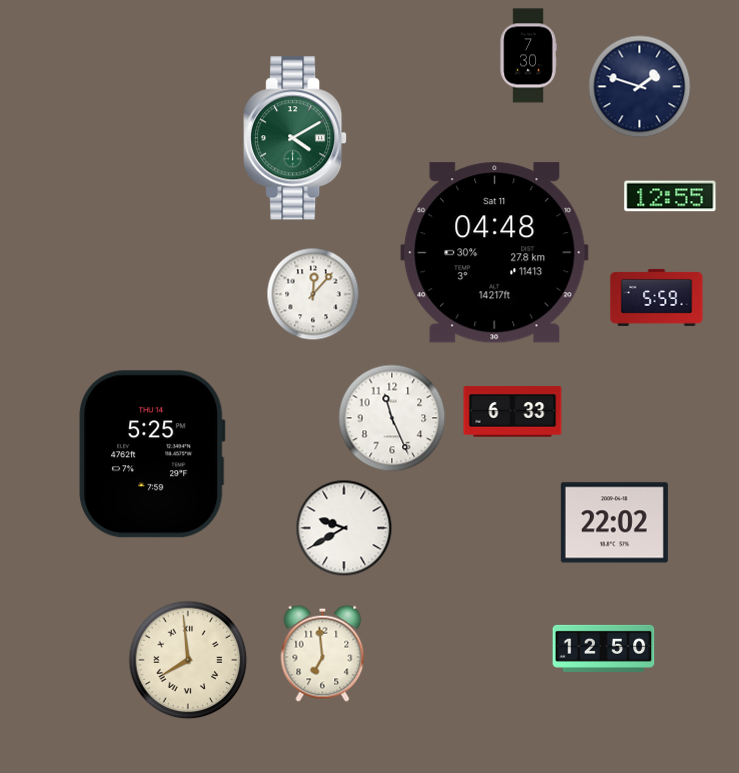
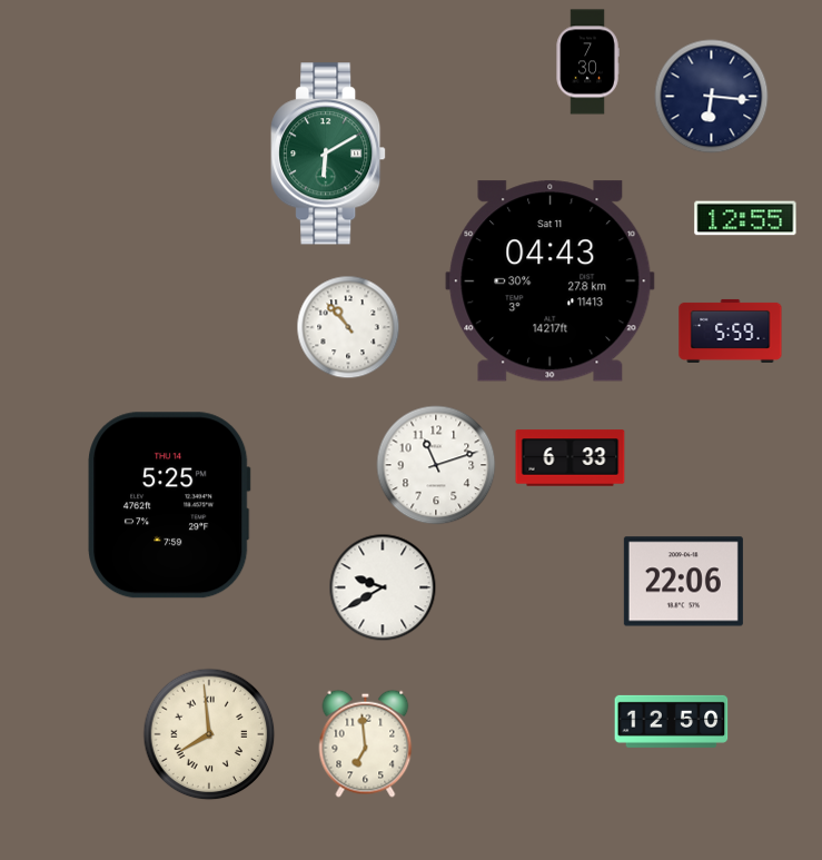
clock at (640, 87): 1:48 -> 6:16
clock at (295, 138): 4:10 -> 6:10
clock at (495, 253): 04:48 -> 04:43
clock at (313, 294): 12:07 -> 10:53
clock at (392, 418): 11:26 -> 11:12
clock at (614, 523): 22:02 -> 22:06
clock at (323, 653) position: (323, 653) -> (366, 743)
